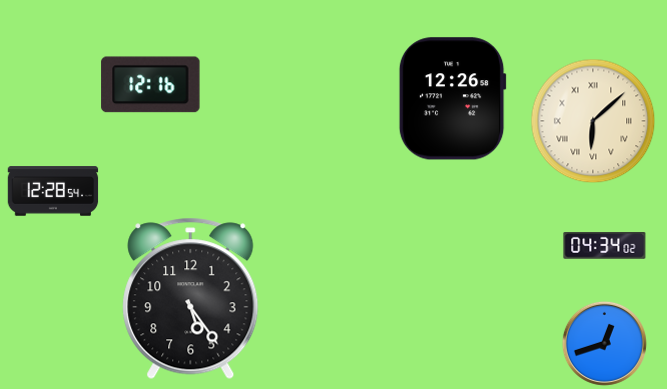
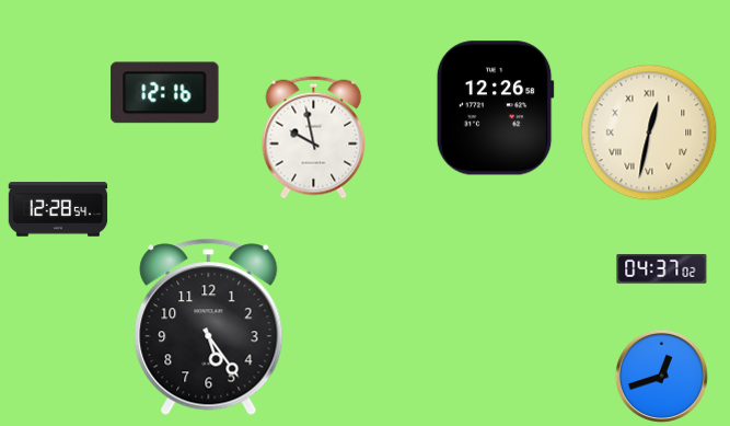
clock at (593, 121): 6:08 -> 12:32
clock at (314, 138): none -> 9:58
clock at (605, 246): 04:34 -> 04:37
